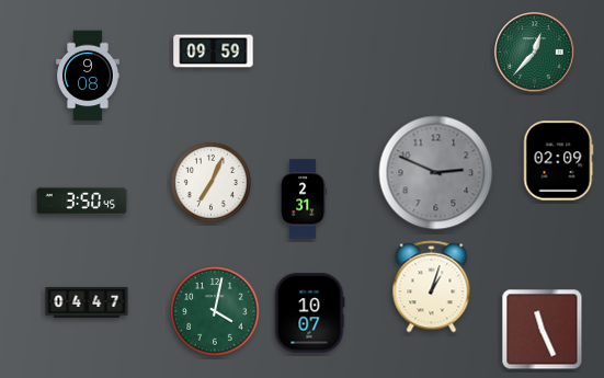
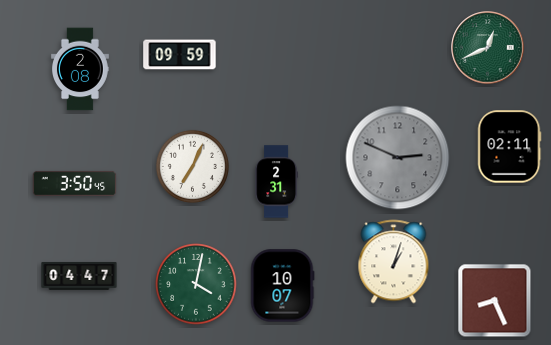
clock at (214, 51) position: (214, 51) -> (180, 55)
clock at (535, 53): 12:37 -> 12:41
clock at (89, 76): 9:08 -> 2:08
clock at (558, 161): 02:09 -> 02:11
clock at (543, 330): 11:26 -> 8:26
